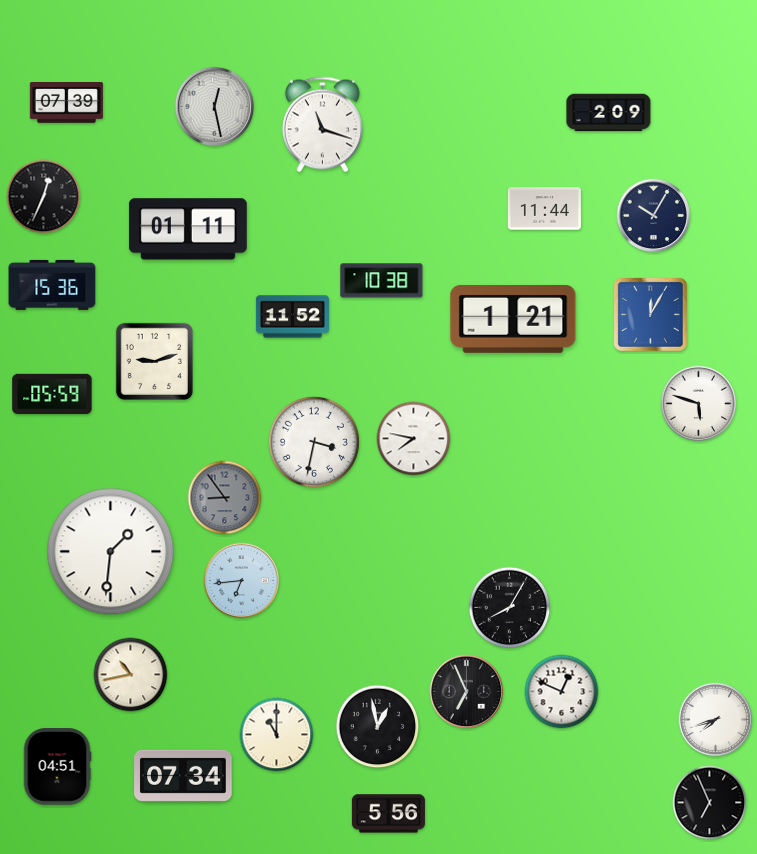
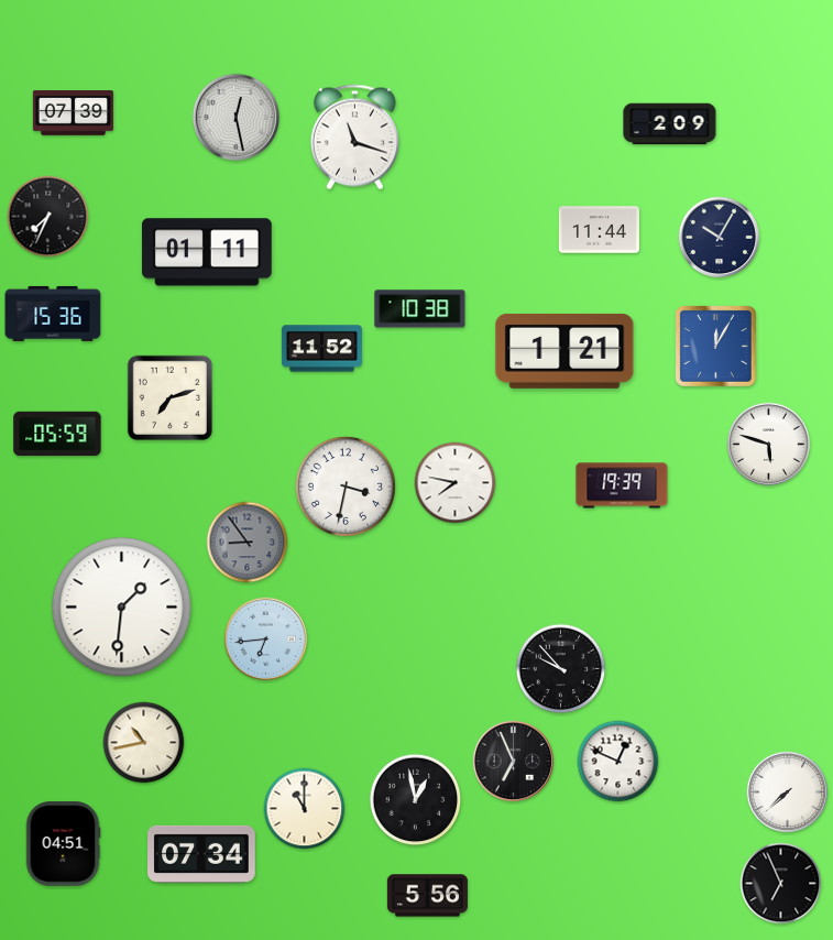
clock at (44, 197): 12:34 -> 7:34
clock at (52, 285) position: (52, 285) -> (53, 314)
clock at (154, 361): 9:12 -> 7:12
clock at (622, 485): none -> 19:39
clock at (225, 498) position: (225, 498) -> (248, 543)
clock at (510, 608): 8:05 -> 9:53
clock at (716, 720): 7:42 -> 7:38
